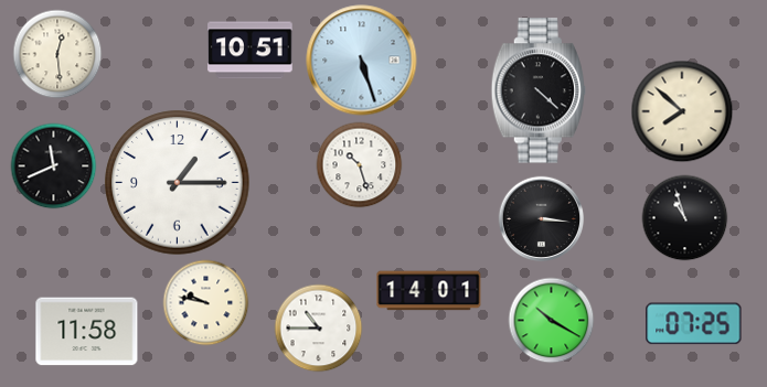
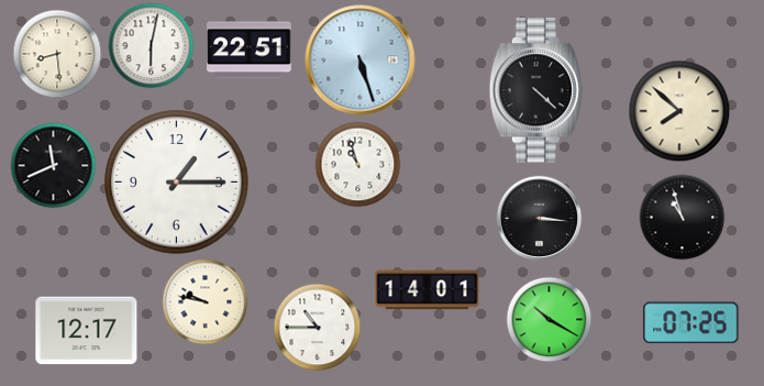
clock at (151, 45): none -> 6:02
clock at (251, 51): 10:51 -> 22:51
clock at (57, 54): 12:29 -> 8:29
clock at (359, 164): 10:27 -> 10:57
clock at (87, 332): 11:58 -> 12:17
